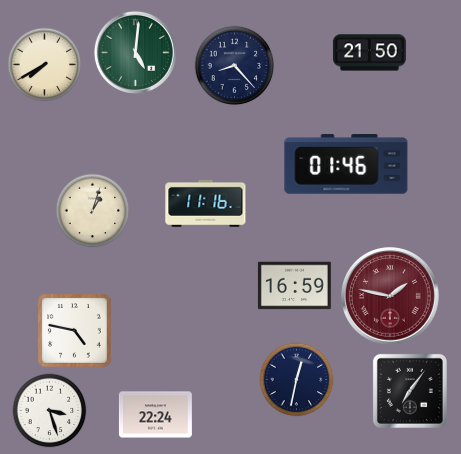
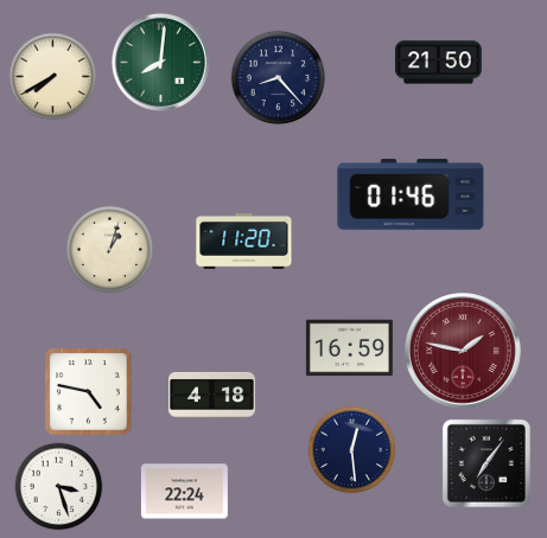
clock at (135, 52): 5:01 -> 8:01
clock at (206, 203): 11:16 -> 11:20
clock at (294, 286) position: (294, 286) -> (349, 348)
clock at (211, 395): none -> 4:18
clock at (297, 380): 12:32 -> 12:29
